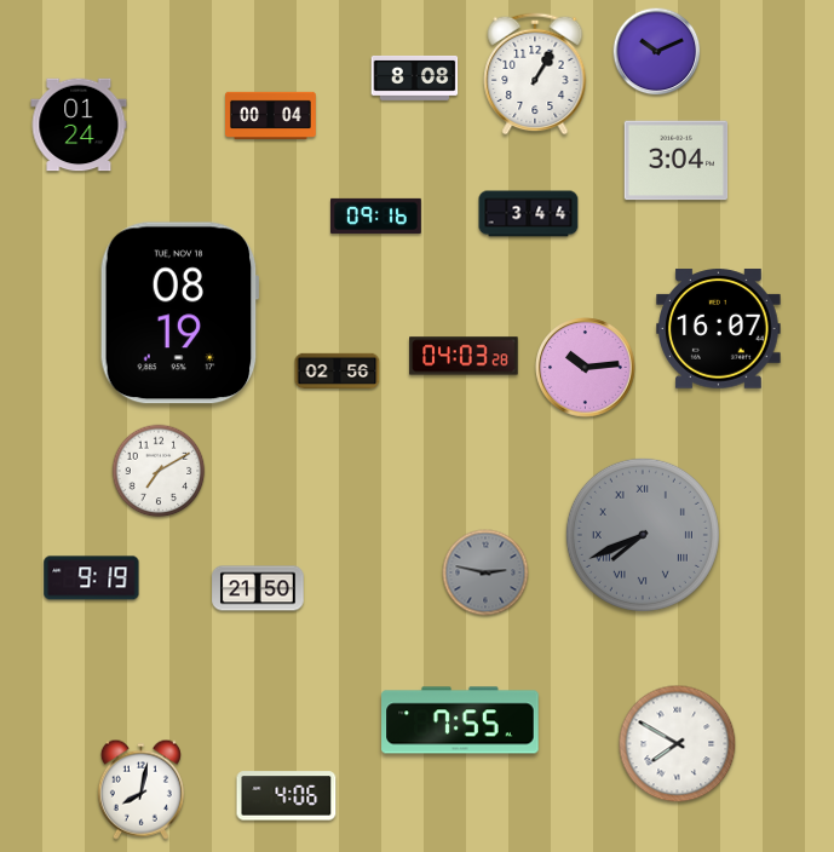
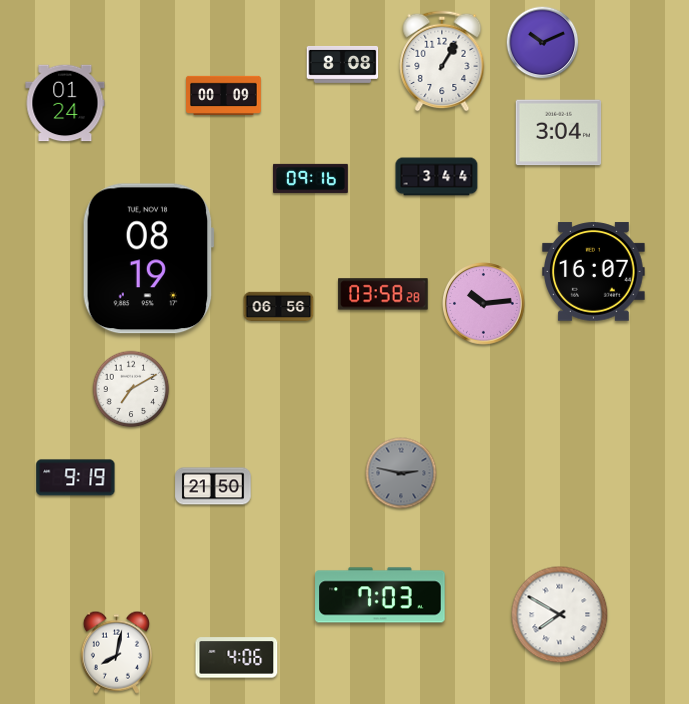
clock at (271, 115): 00:04 -> 00:09
clock at (464, 356): 04:03 -> 03:58
clock at (338, 370): 02:56 -> 06:56
clock at (643, 535): 7:41 -> none
clock at (460, 720): 7:55 -> 7:03
